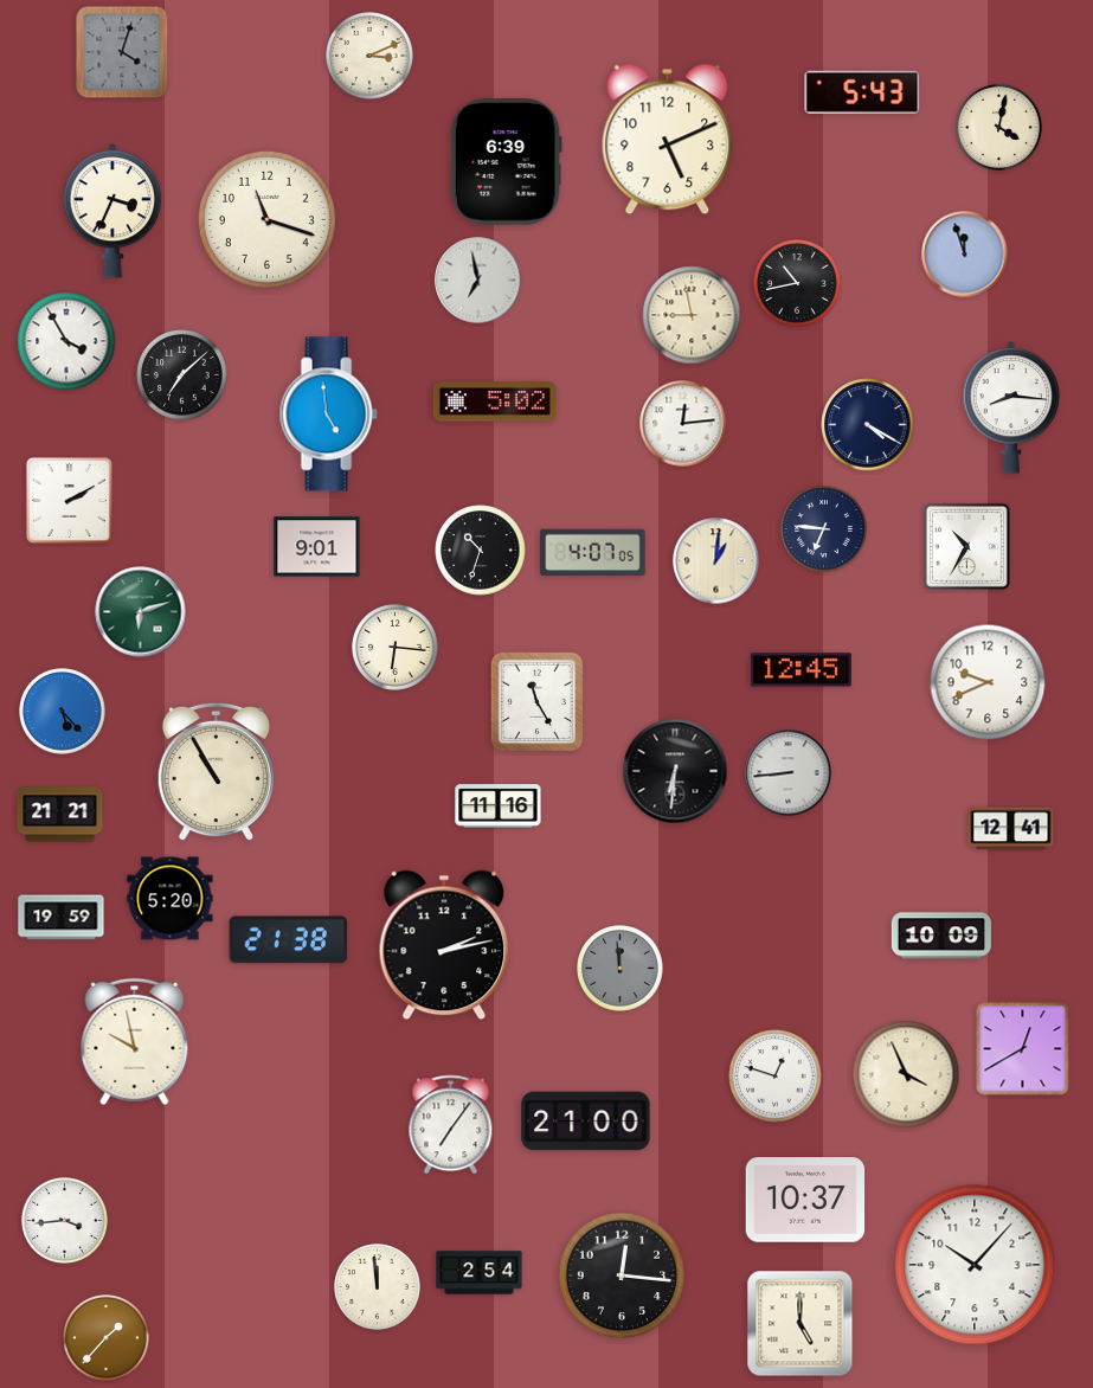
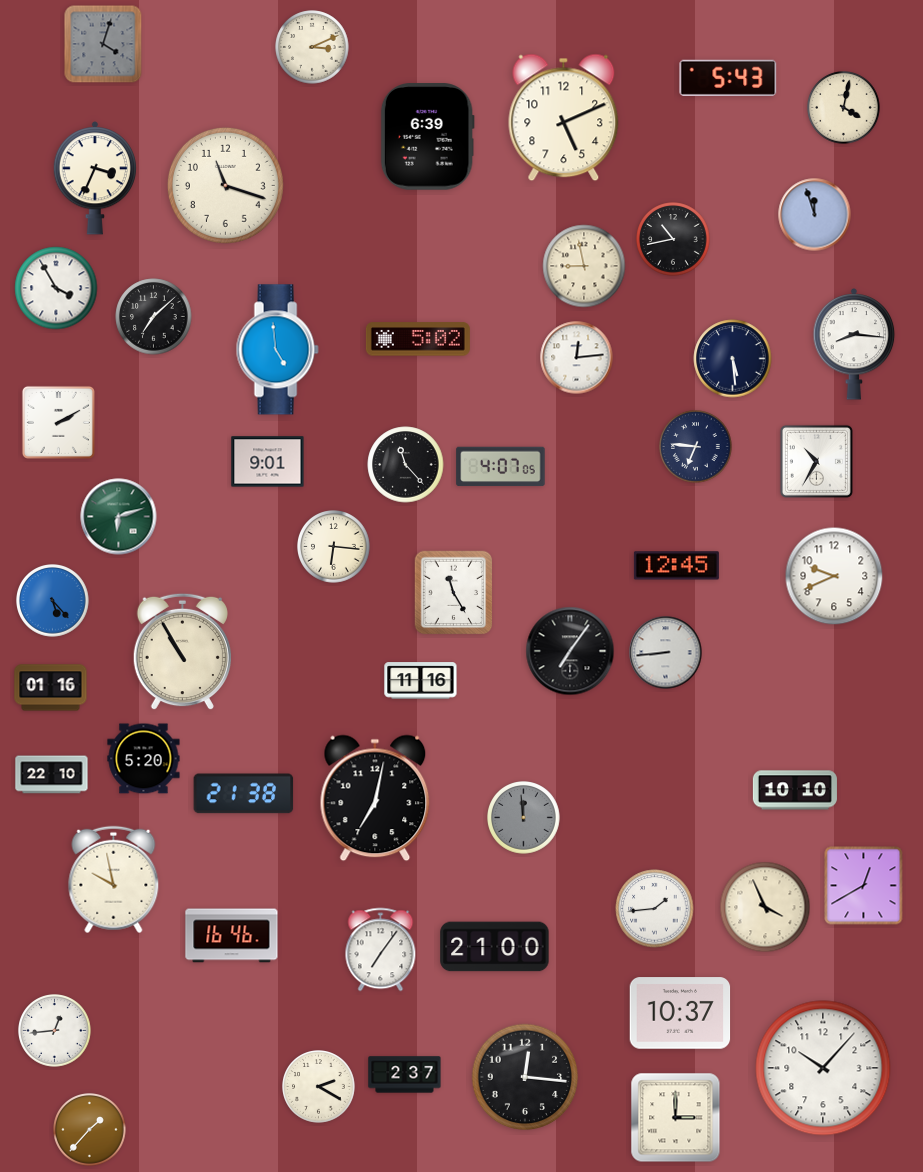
clock at (478, 281): 6:58 -> none
clock at (868, 425): 4:20 -> 5:29
clock at (481, 551): 10:33 -> 11:23
clock at (716, 561): 1:01 -> none
clock at (675, 771): 6:31 -> 7:06
clock at (60, 815): 21:21 -> 01:16
clock at (1011, 829): 12:41 -> none
clock at (62, 918): 19:59 -> 22:10
clock at (941, 936): 10:09 -> 10:10
clock at (444, 945): 2:13 -> 7:02
clock at (776, 1077): 12:48 -> 1:44
clock at (232, 936): none -> 16:46
clock at (65, 1221): 3:44 -> 12:44
clock at (480, 1273): 2:54 -> 2:37
clock at (378, 1287): 11:59 -> 2:20
clock at (801, 1324): 5:00 -> 3:00
